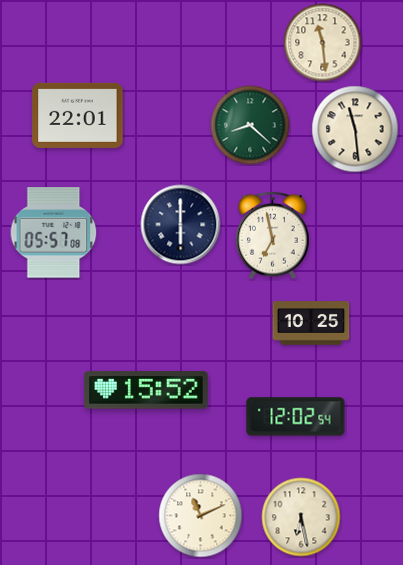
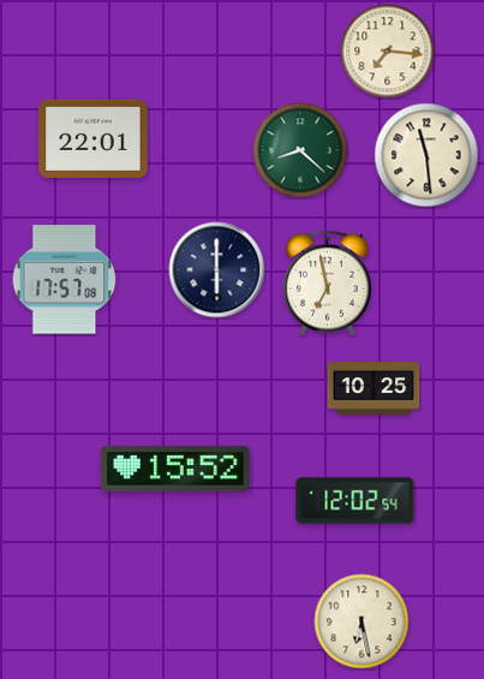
clock at (323, 43): 11:29 -> 7:16
clock at (54, 233): 05:57 -> 17:57
clock at (201, 516): 11:11 -> none
